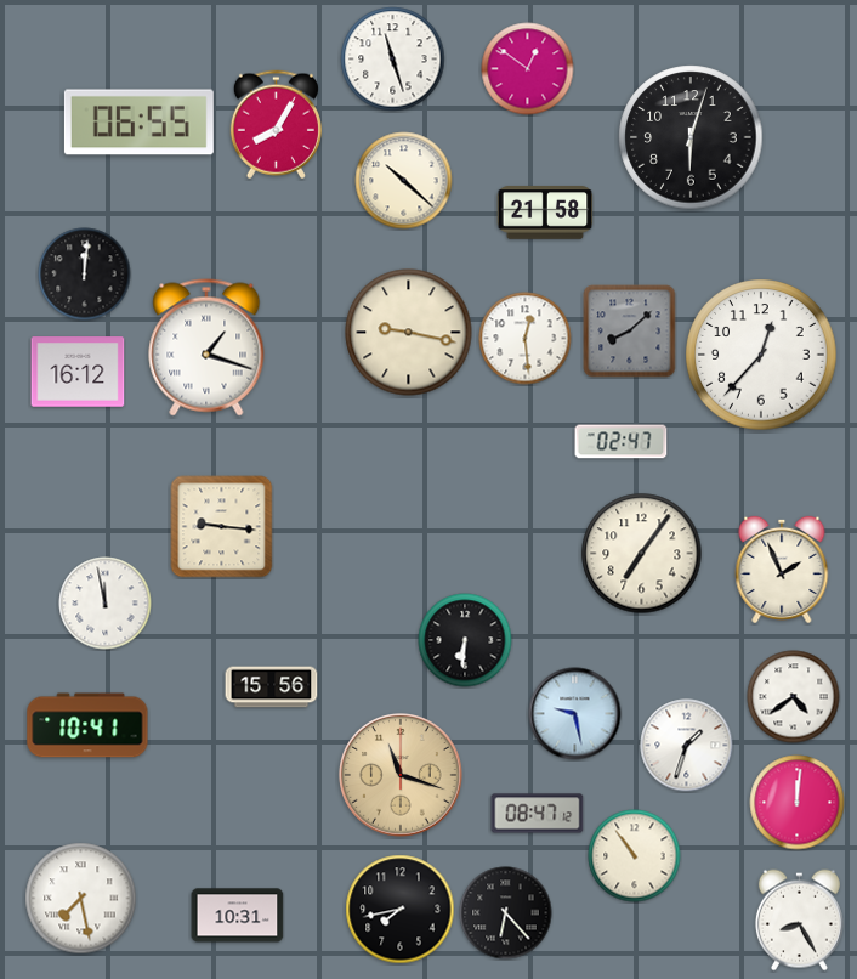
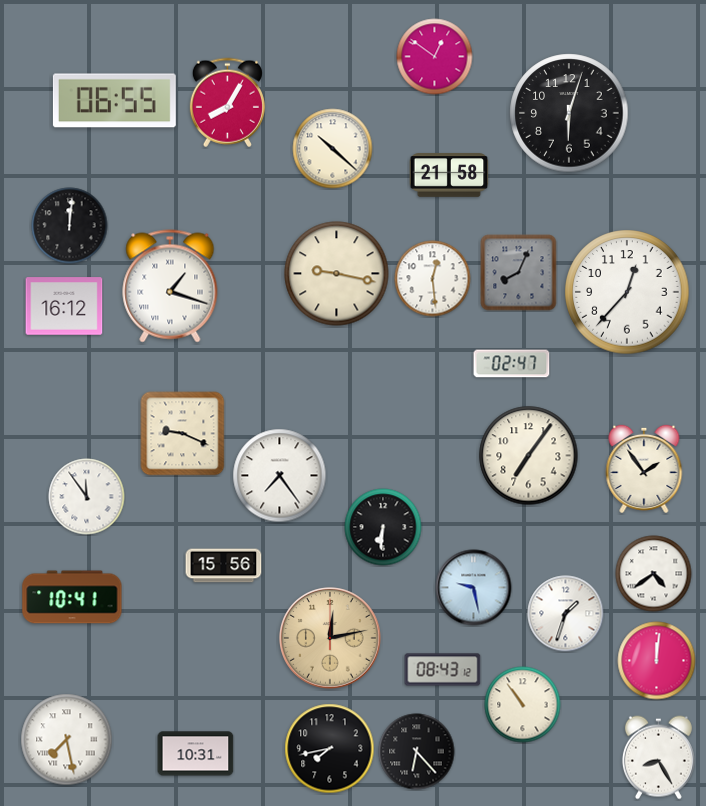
clock at (393, 60): 11:27 -> none
clock at (630, 332): 8:08 -> 8:04
clock at (222, 527): 9:16 -> 9:19
clock at (782, 570): 1:56 -> 1:54
clock at (280, 476): none -> 7:24
clock at (106, 604): 11:58 -> 11:54
clock at (402, 776): 11:18 -> 12:13
clock at (538, 814): 08:47 -> 08:43
